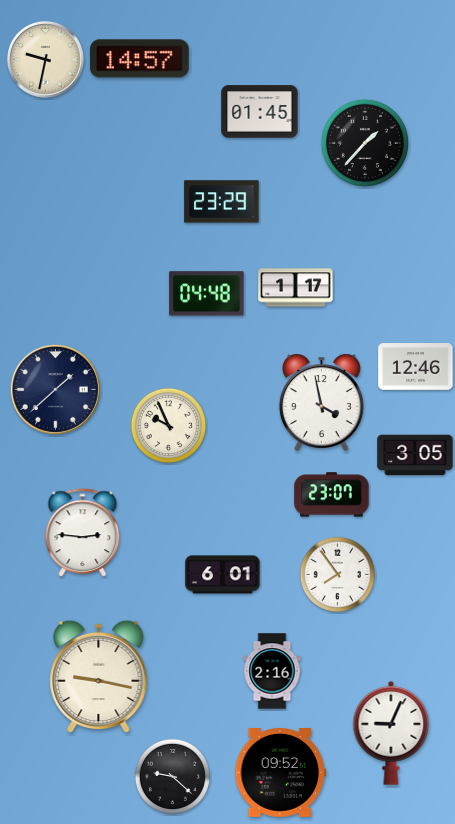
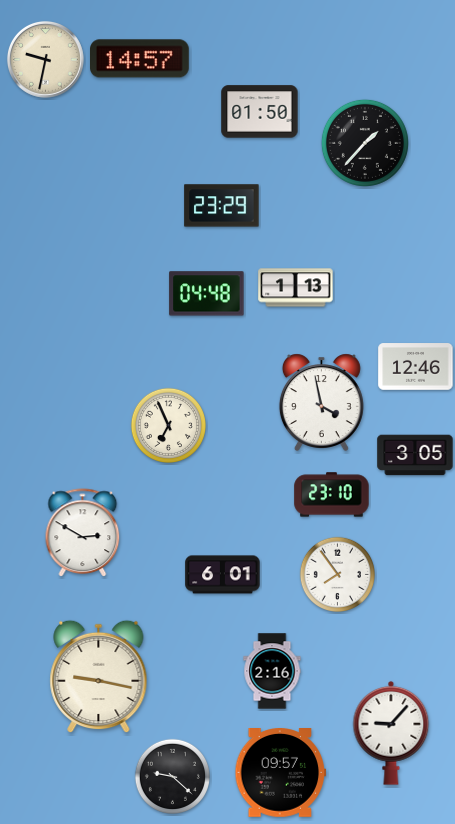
clock at (260, 112): 01:45 -> 01:50
clock at (222, 202) position: (222, 202) -> (222, 206)
clock at (296, 288): 1:17 -> 1:13
clock at (55, 389): 1:38 -> none
clock at (168, 425): 9:56 -> 6:56
clock at (332, 495): 23:07 -> 23:10
clock at (83, 532): 2:46 -> 2:50
clock at (391, 733): 9:04 -> 9:07
clock at (281, 773): 09:52 -> 09:57
